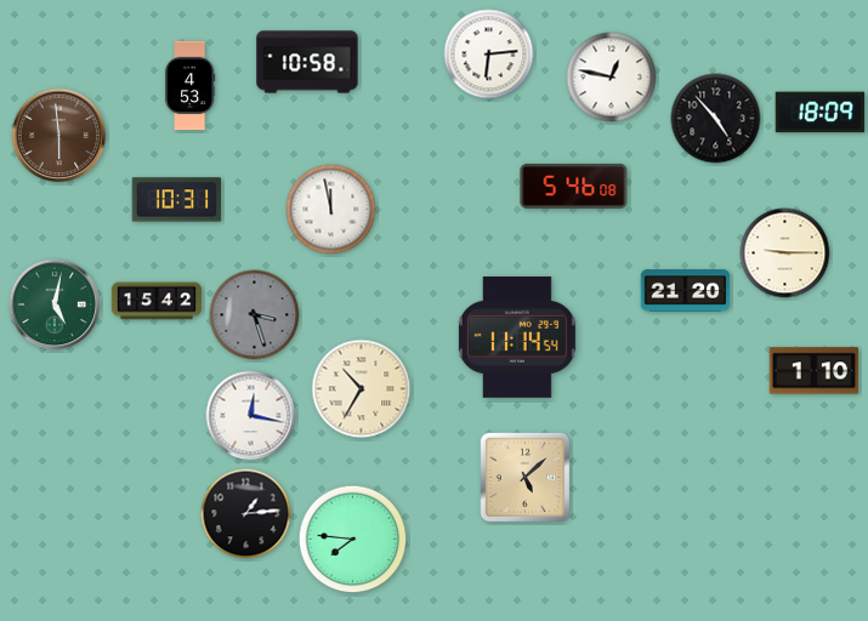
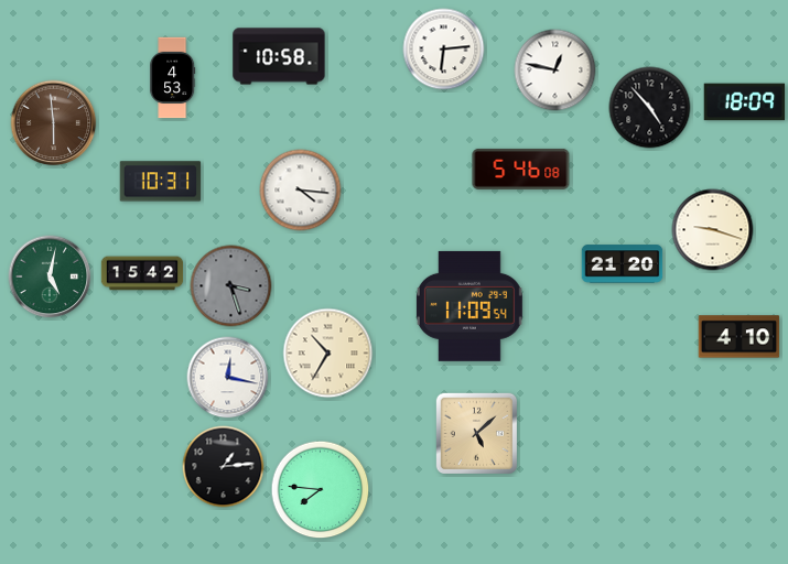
clock at (331, 210): 11:58 -> 4:16
clock at (785, 253): 9:15 -> 9:18
clock at (517, 337): 11:14 -> 11:09
clock at (815, 371): 1:10 -> 4:10
